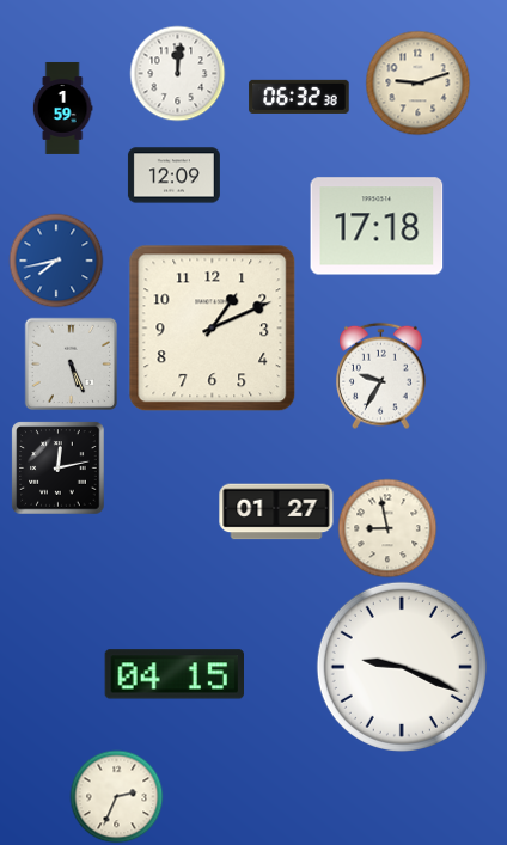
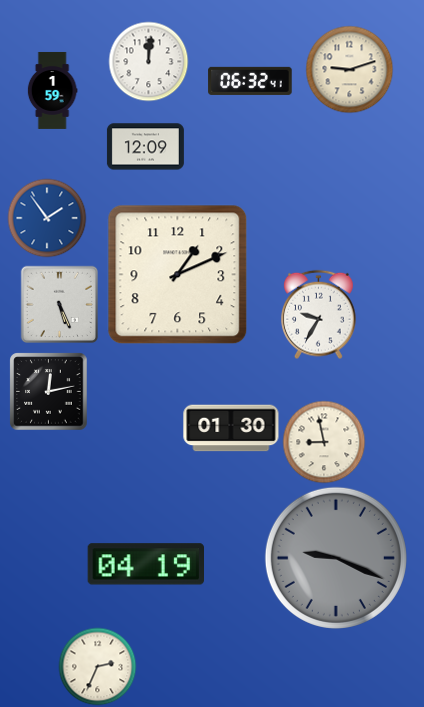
clock at (299, 97): 06:32:38 -> 06:32:41
clock at (377, 226): 17:18 -> none
clock at (56, 261): 7:43 -> 1:54
clock at (276, 512): 01:27 -> 01:30
clock at (402, 667) dial: white -> grey
clock at (173, 674): 04:15 -> 04:19
